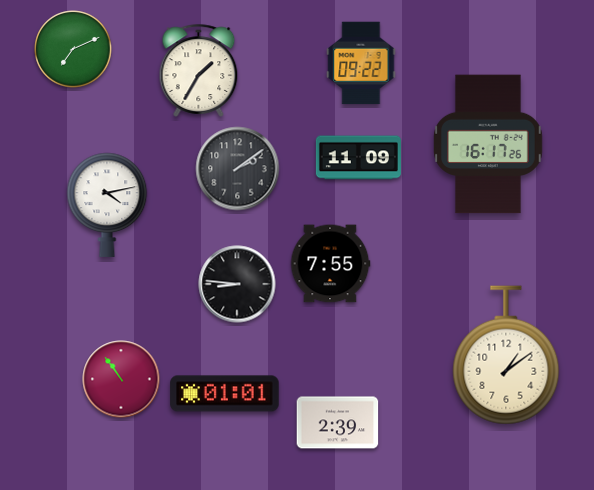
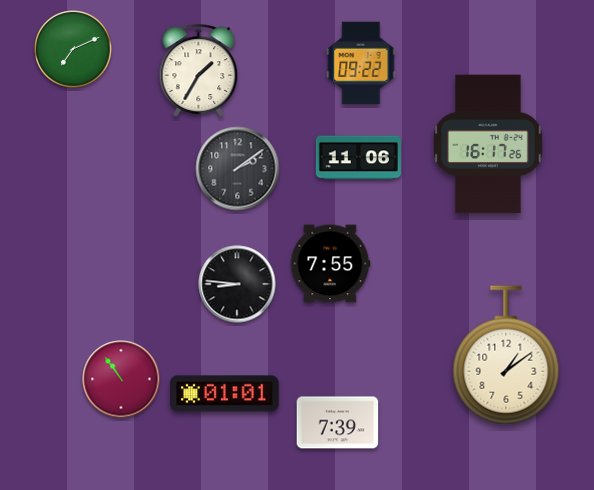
clock at (358, 158): 11:09 -> 11:06
clock at (107, 205): 4:13 -> none
clock at (338, 423): 2:39 -> 7:39
